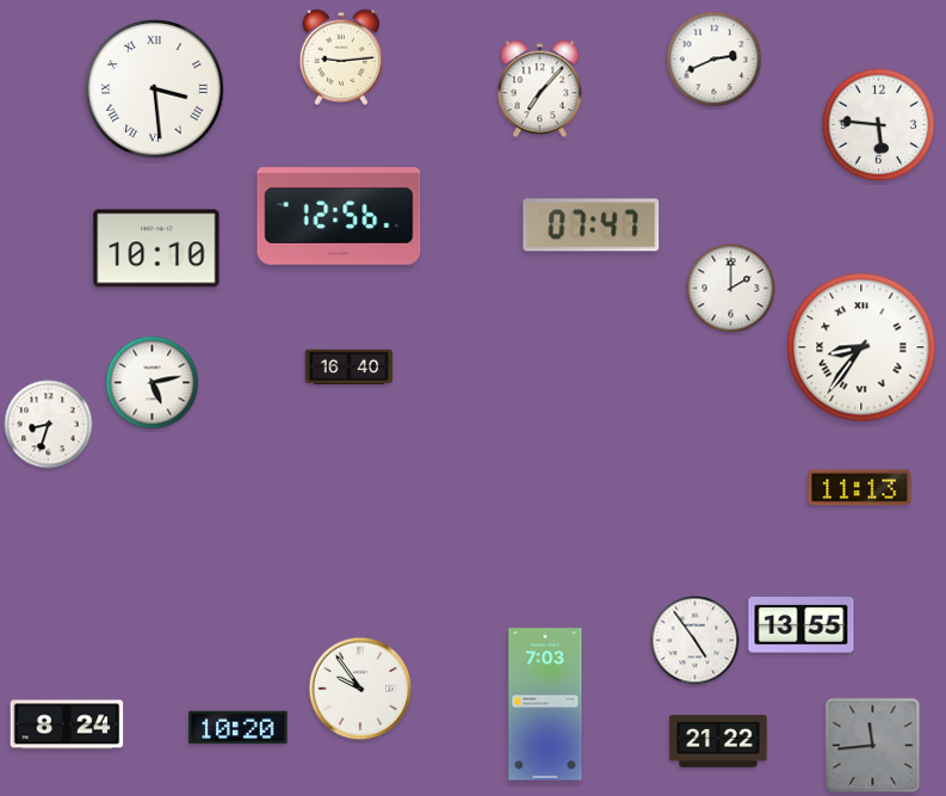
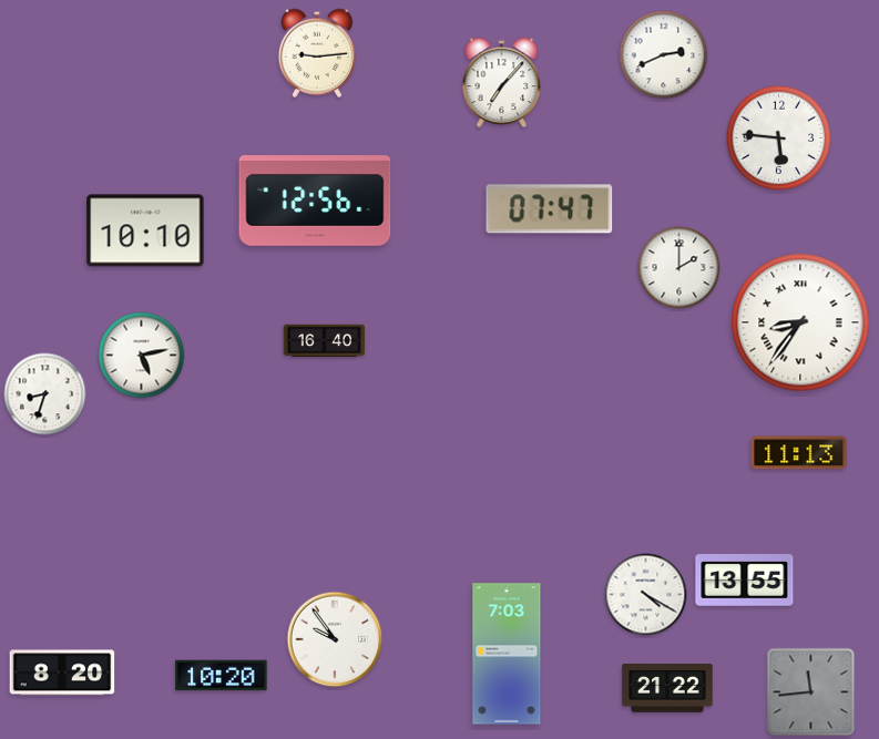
clock at (155, 90): 3:29 -> none
clock at (879, 125) position: (879, 125) -> (779, 138)
clock at (695, 641): 4:54 -> 4:20
clock at (67, 724): 8:24 -> 8:20
